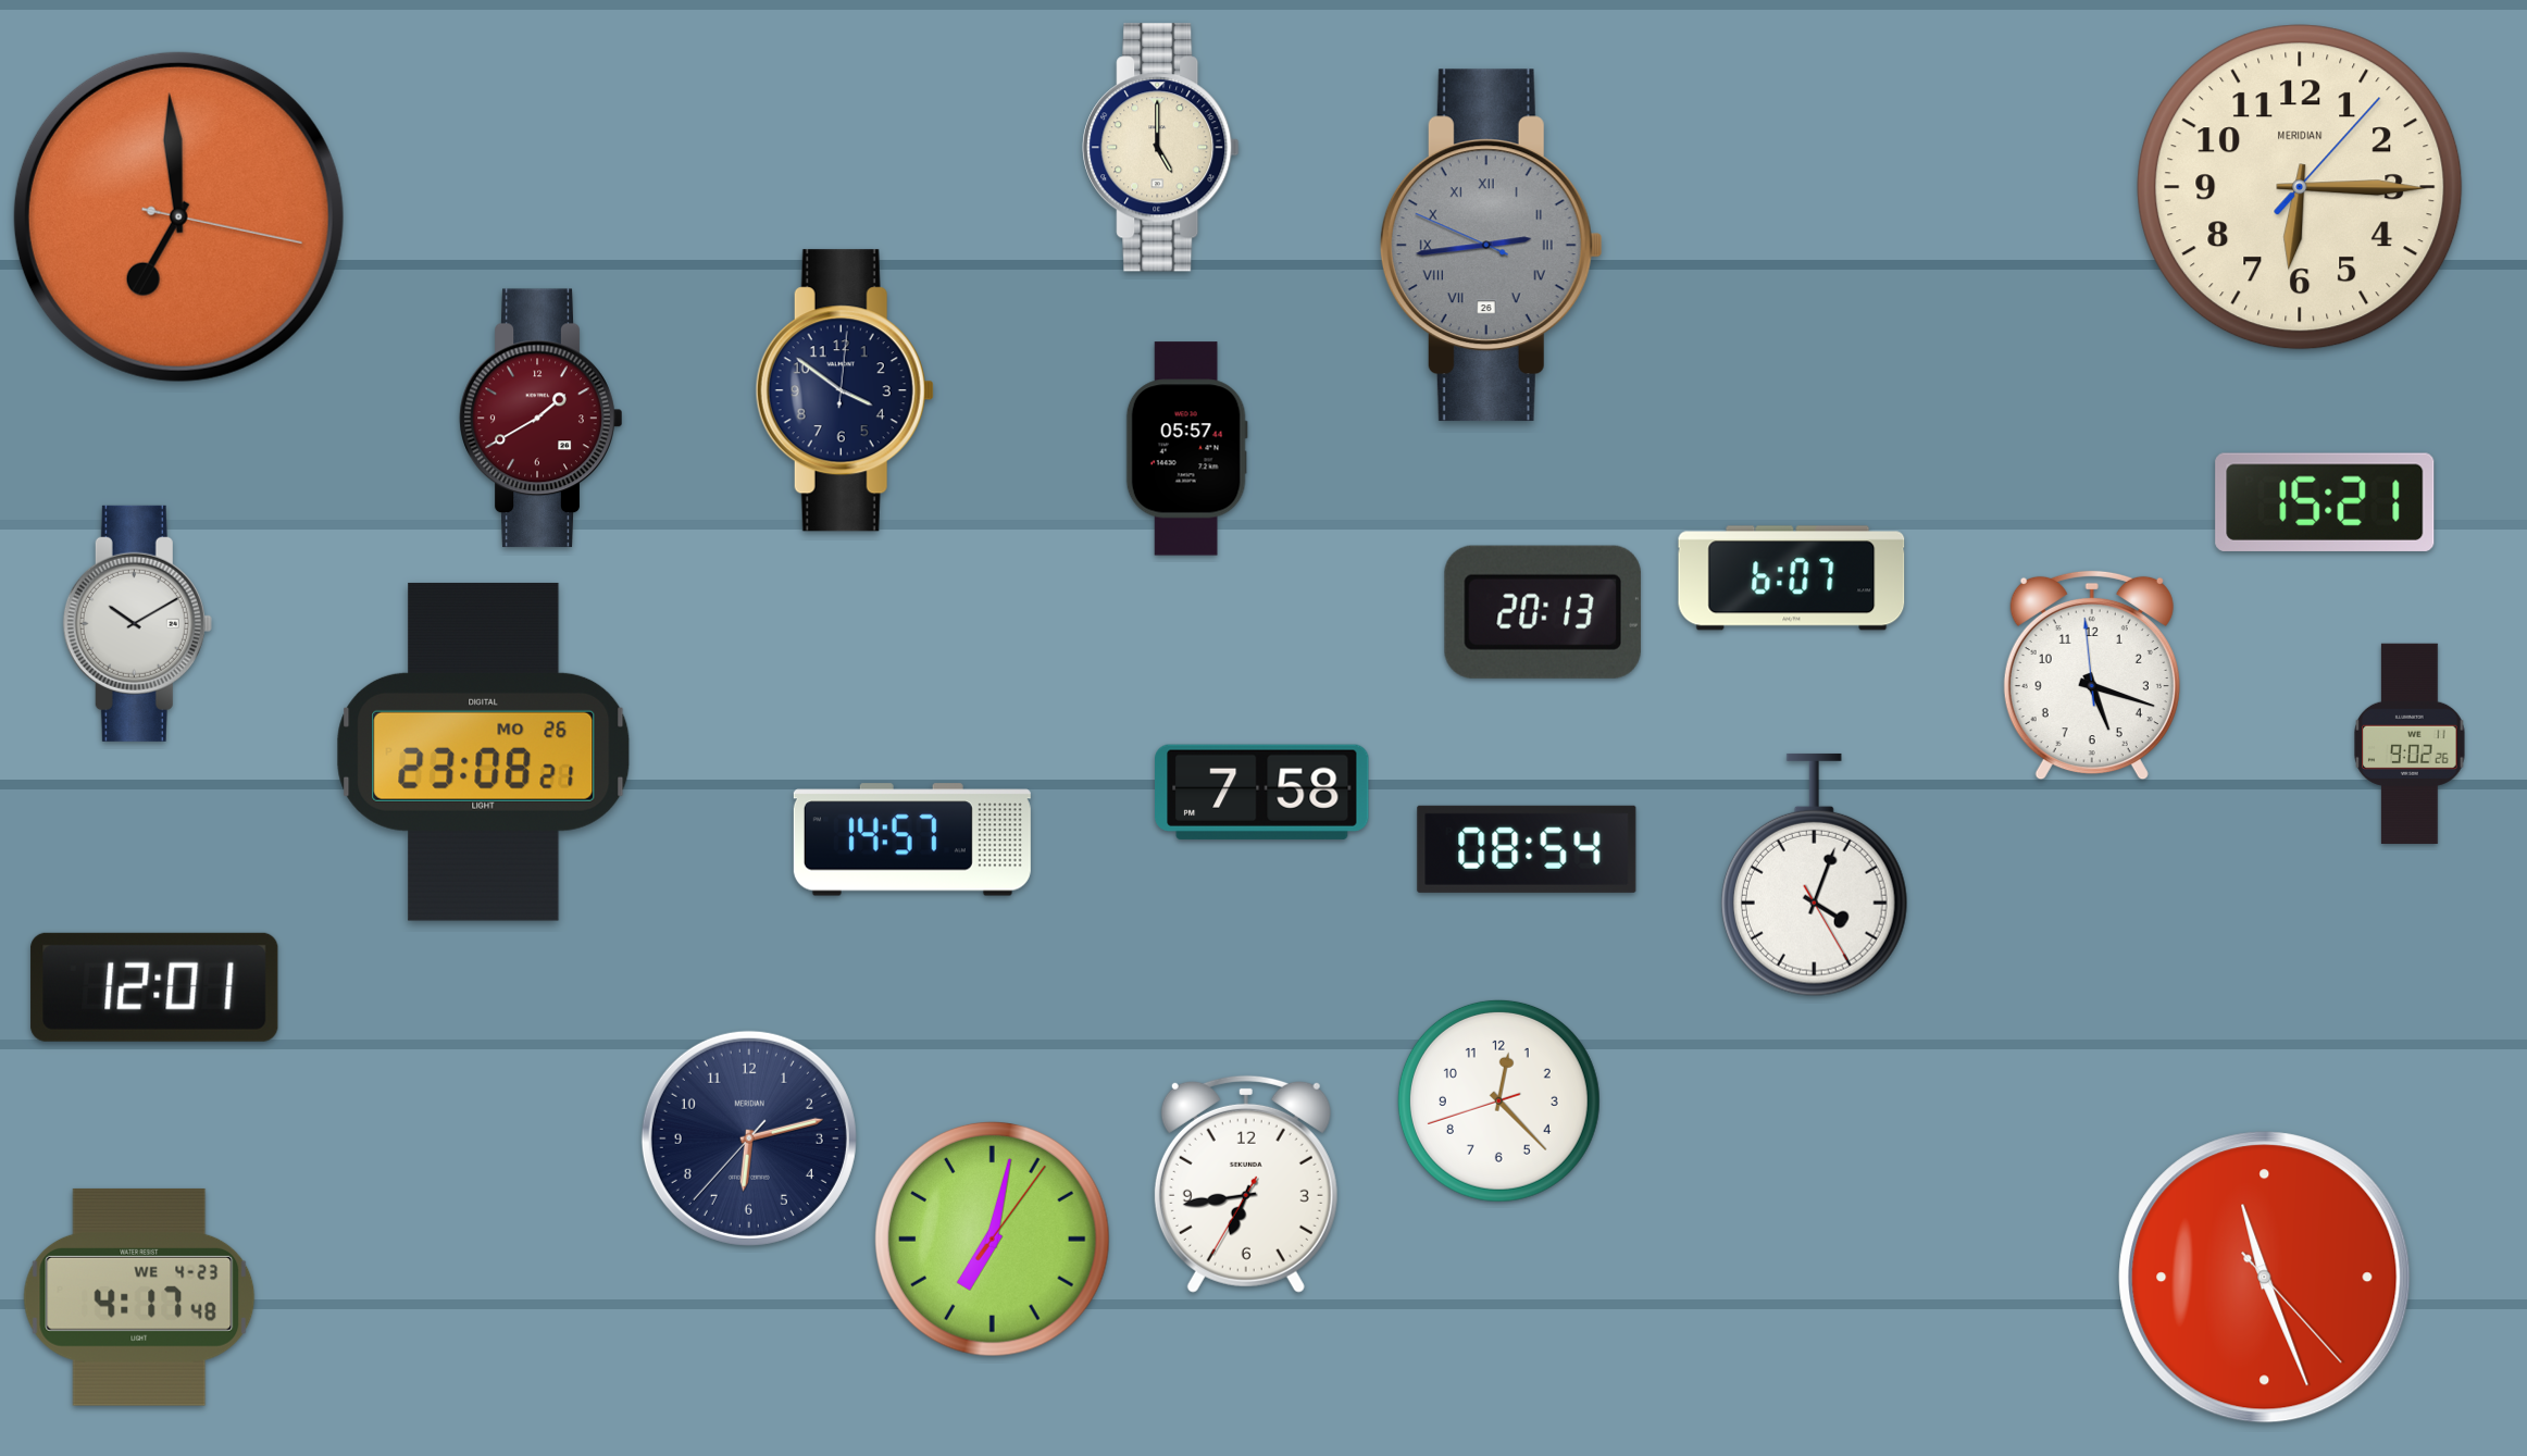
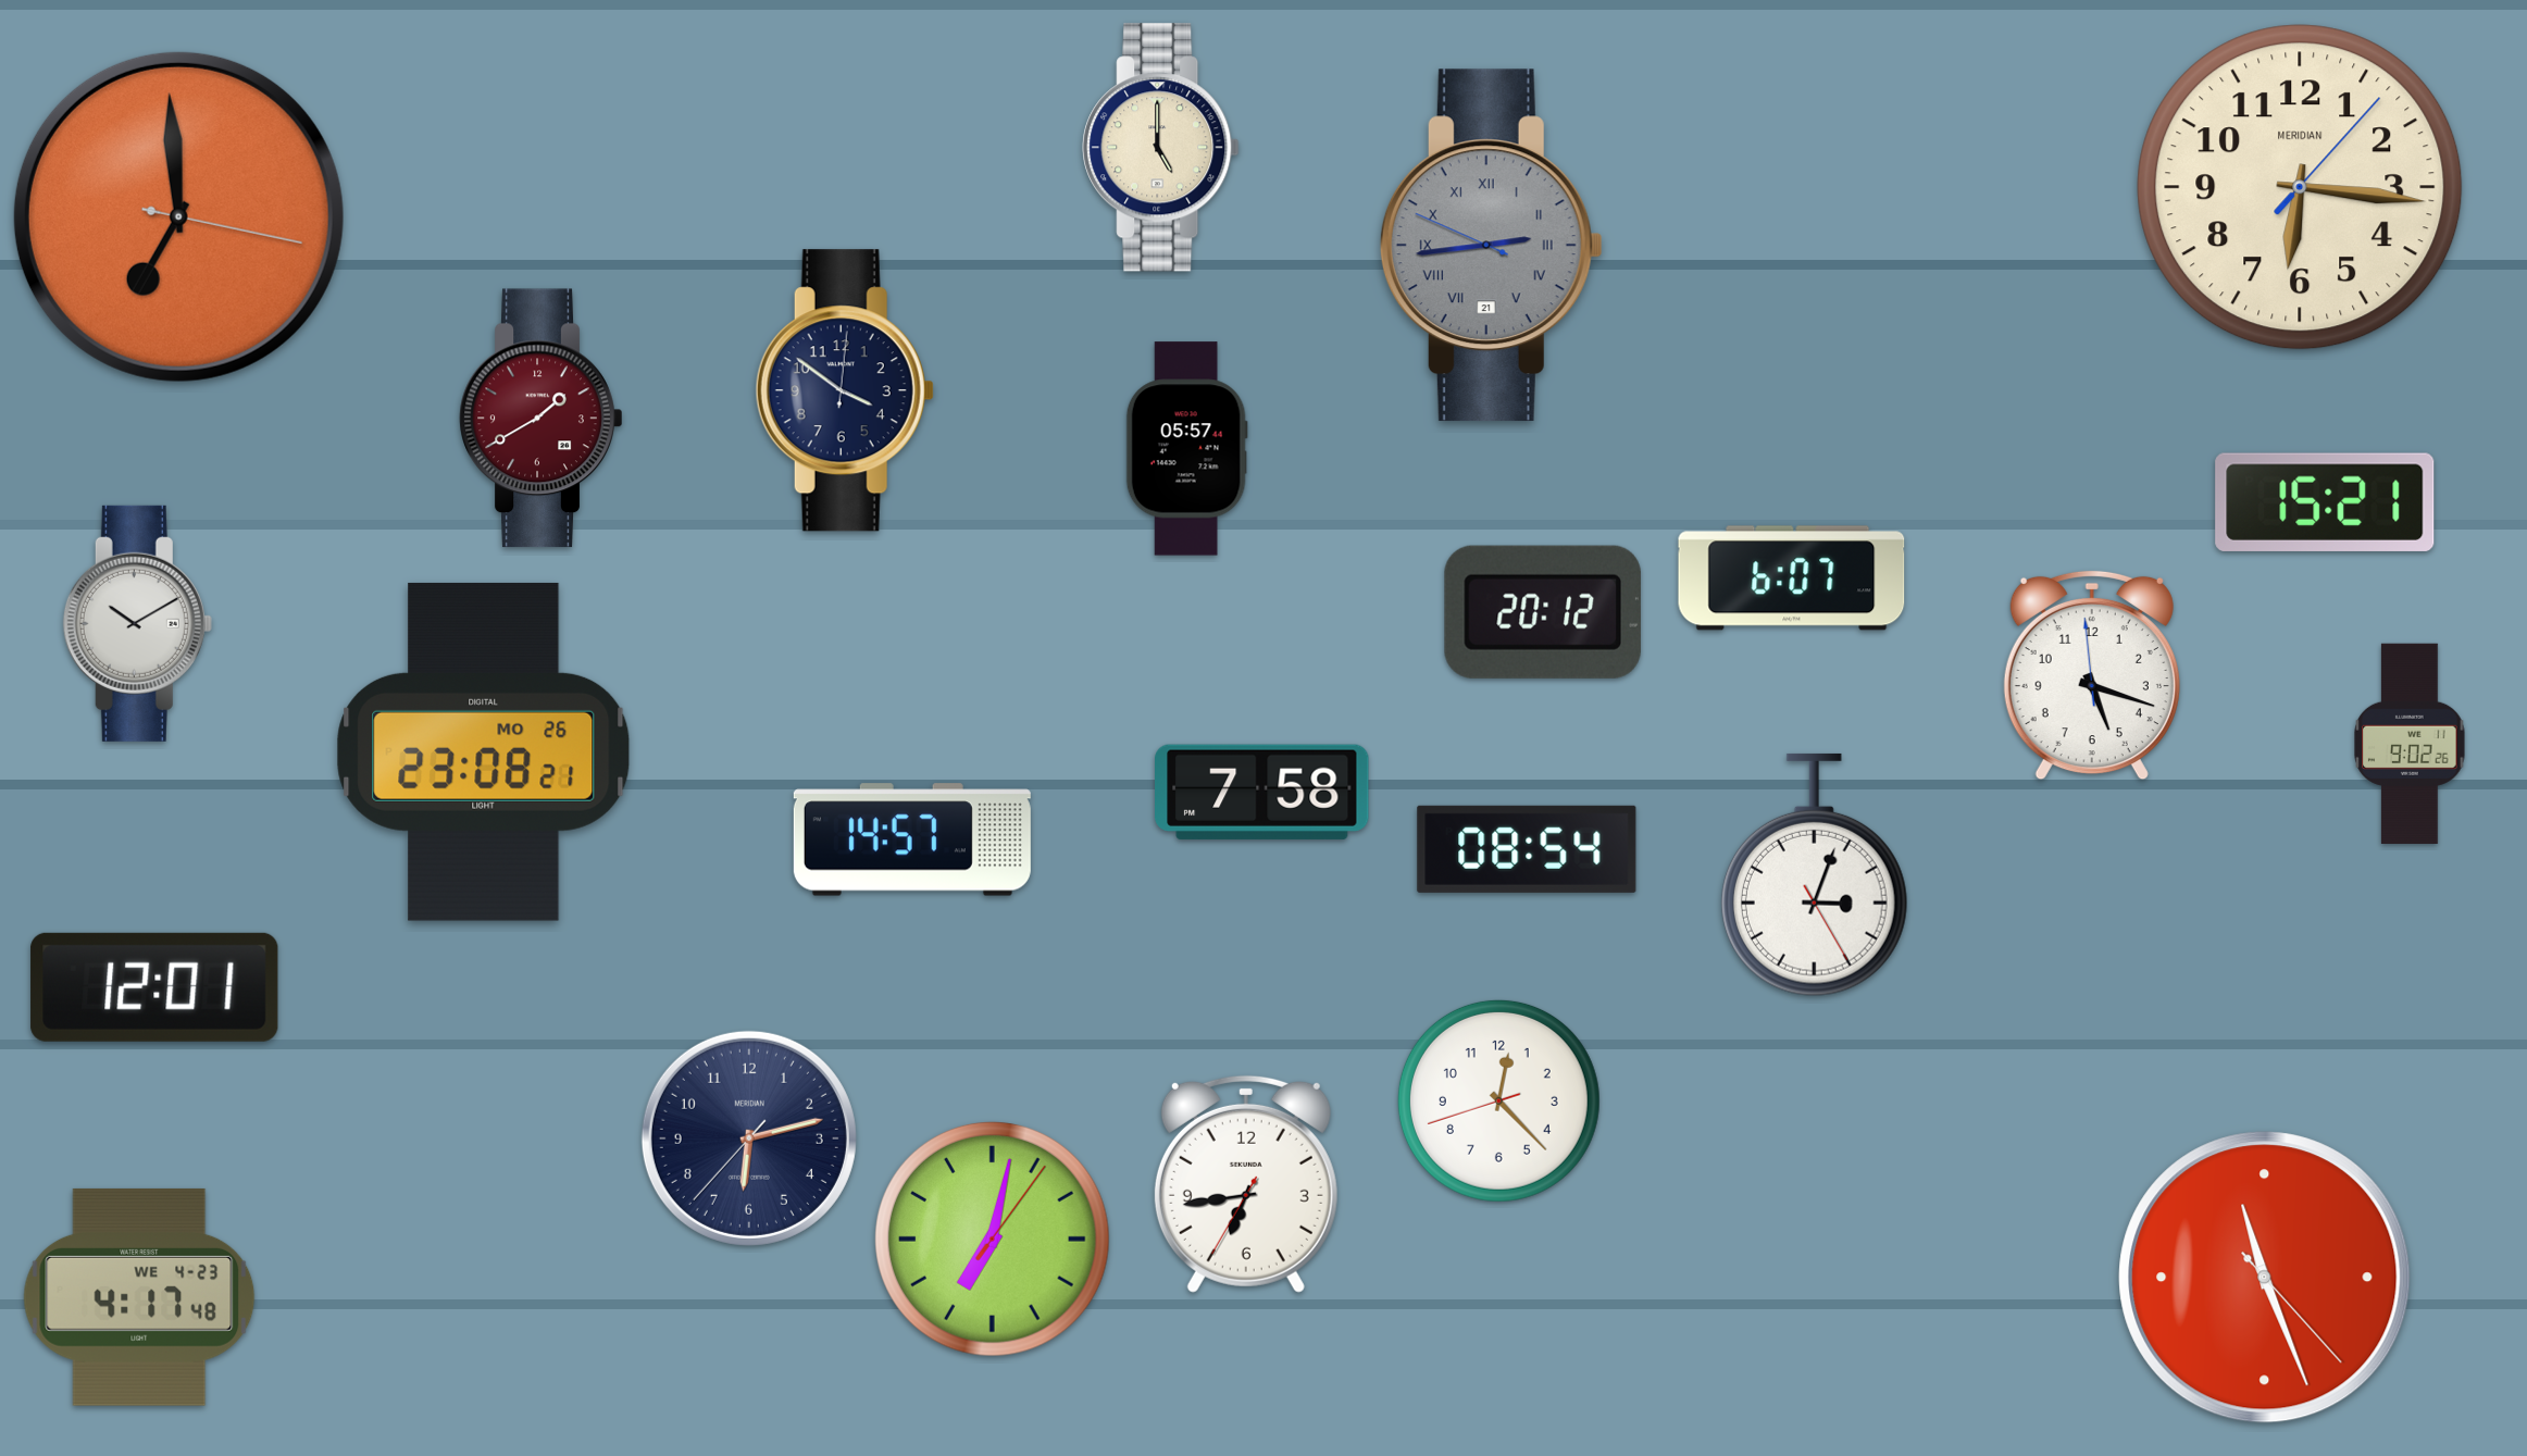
clock at (2300, 187): 6:15 -> 6:16
clock at (1491, 246) date: 26 -> 21
clock at (1543, 612): 20:13 -> 20:12
clock at (1814, 875): 4:03 -> 3:03
